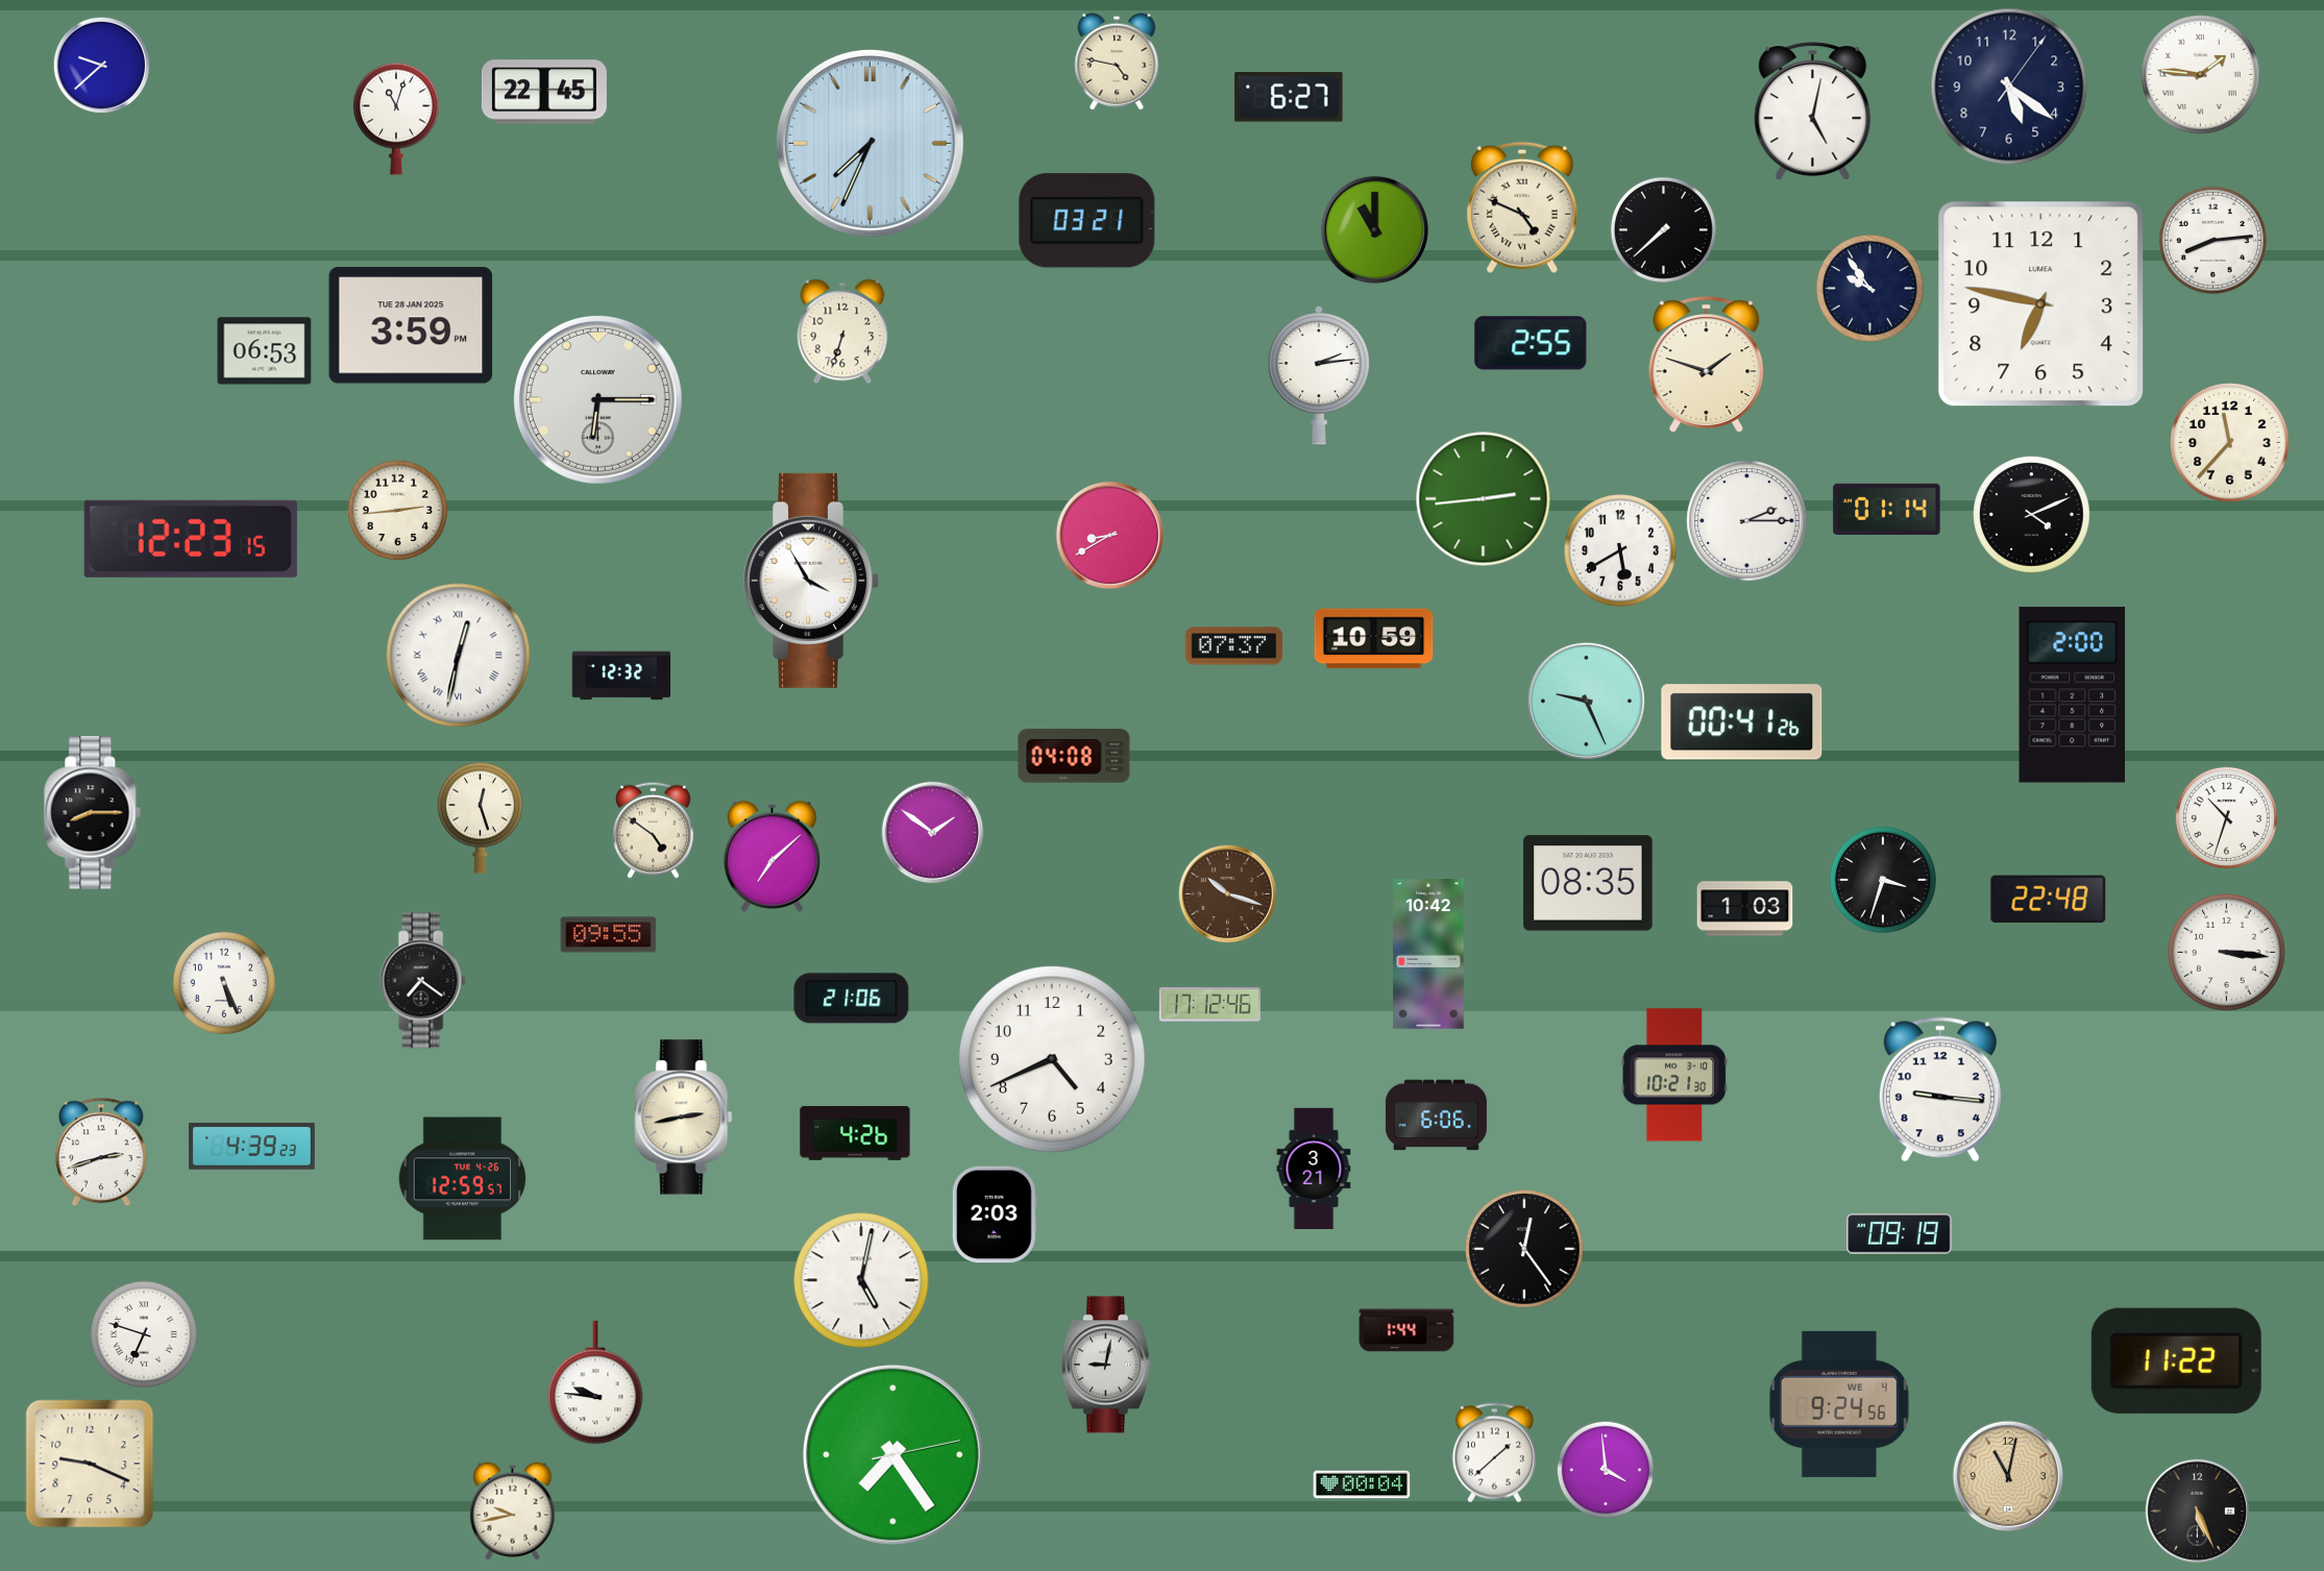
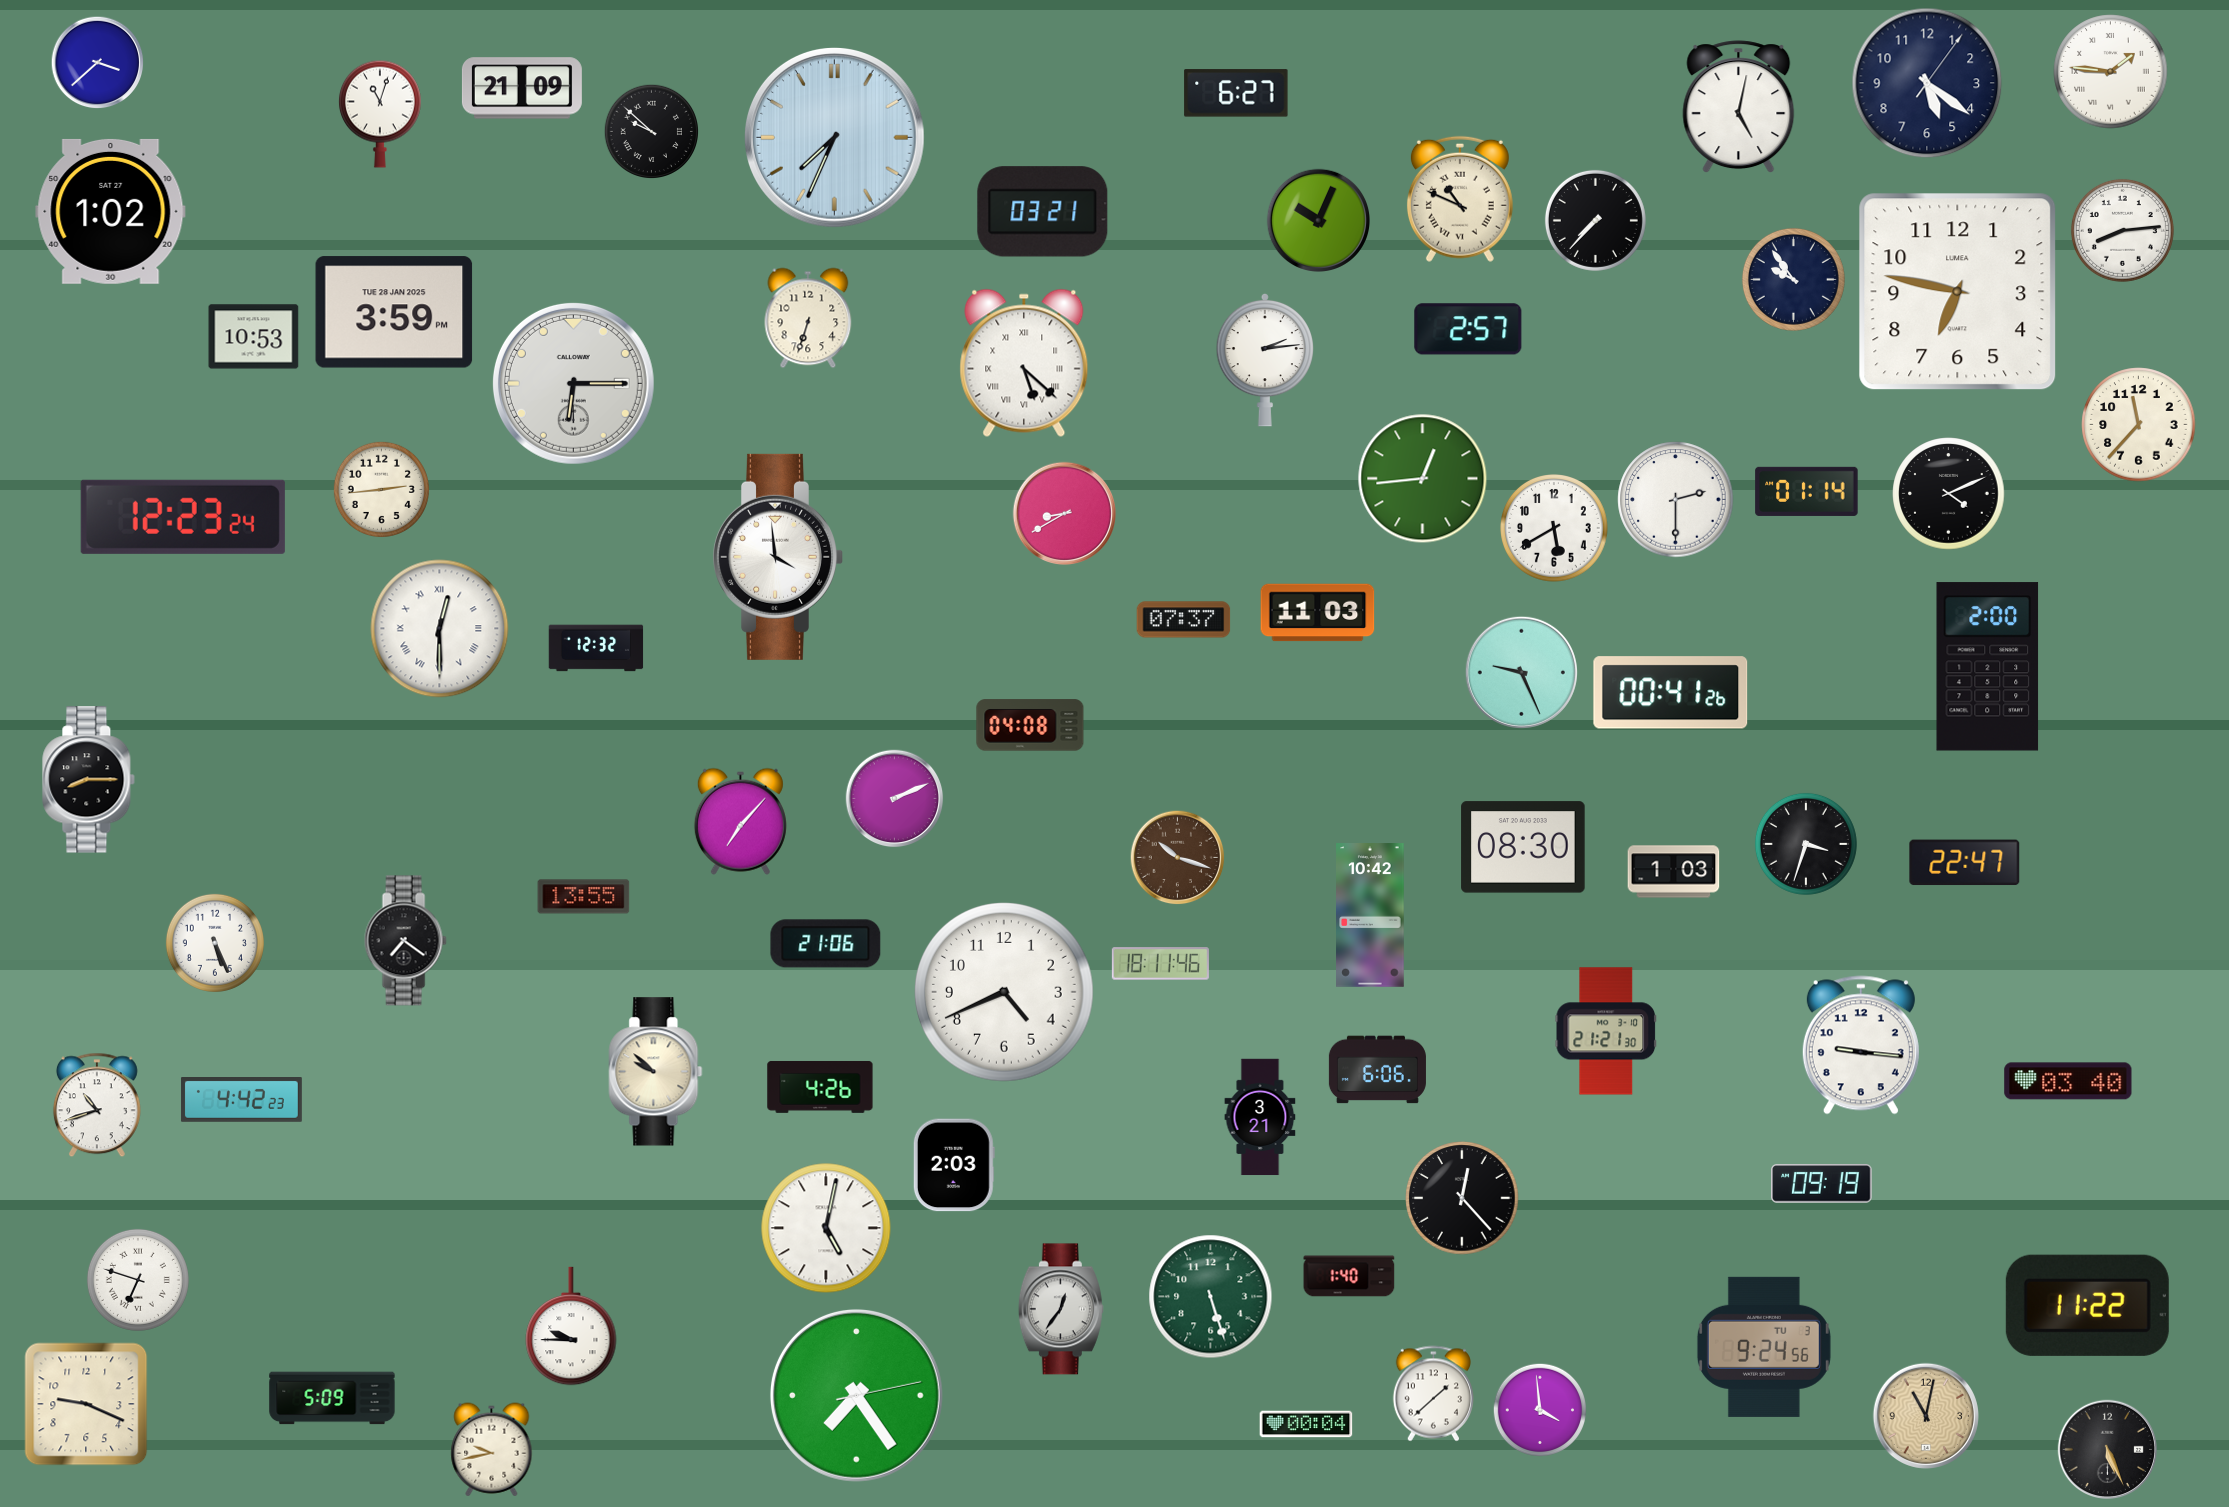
clock at (1117, 62): 4:47 -> none
clock at (102, 66): 9:38 -> 3:38
clock at (544, 92): 22:45 -> 21:09
clock at (651, 131): none -> 9:52
clock at (1522, 207): 4:49 -> 10:49
clock at (111, 211): none -> 1:02
clock at (1374, 229): 11:00 -> 10:04
clock at (1663, 229): 7:38 -> 7:37
clock at (1869, 288) position: (1869, 288) -> (1793, 279)
clock at (1531, 343): 2:55 -> 2:57
clock at (265, 351): 06:53 -> 10:53
clock at (1707, 365): 1:48 -> none
clock at (1024, 363): none -> 5:22
clock at (1484, 499): 2:44 -> 12:44
clock at (1887, 509) position: (1887, 509) -> (1807, 491)
clock at (1747, 521): 2:15 -> 2:30
clock at (191, 539): 12:23:15 -> 12:23:24
clock at (812, 581): 3:55 -> 3:59
clock at (1374, 639): 10:59 -> 11:03
clock at (459, 656): 12:32 -> 12:30
clock at (480, 817): 12:27 -> none
clock at (2226, 817): 10:33 -> none
clock at (654, 830): 4:51 -> none
clock at (933, 833): 1:51 -> 2:11
clock at (772, 856): 7:08 -> 7:07
clock at (1588, 883): 08:35 -> 08:30
clock at (2049, 900): 22:48 -> 22:47
clock at (609, 935): 09:55 -> 13:55
clock at (2227, 953): 3:16 -> none
clock at (852, 999) position: (852, 999) -> (826, 944)
clock at (1209, 1005): 17:12 -> 18:11
clock at (1053, 1060) position: (1053, 1060) -> (1005, 993)
clock at (1674, 1075): 10:21 -> 21:21
clock at (684, 1118): 2:43 -> 9:52
clock at (2068, 1081): none -> 03:40
clock at (251, 1147): 4:39 -> 4:42
clock at (101, 1152): 2:42 -> 10:42
clock at (1314, 1169) position: (1314, 1169) -> (1260, 1117)
clock at (463, 1179): 12:59 -> none
clock at (1524, 1249): 12:24 -> 12:23
clock at (1406, 1330): 1:44 -> 1:40
clock at (1211, 1297): none -> 5:27
clock at (1106, 1365): 9:02 -> 12:36
clock at (595, 1382): 9:46 -> 9:45
clock at (1839, 1404) date: WE 4 -> TU 3
clock at (332, 1398): none -> 5:09
